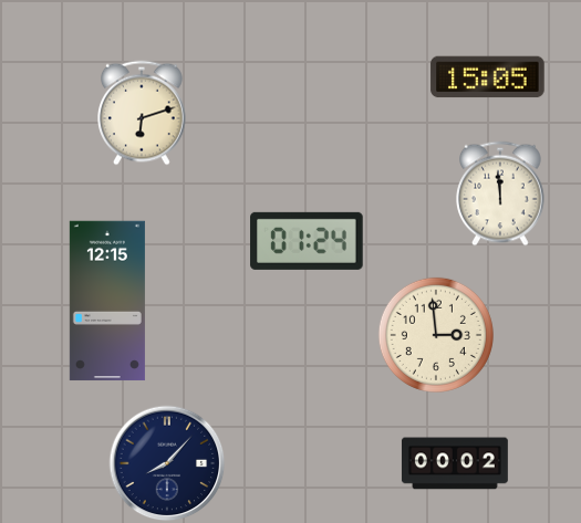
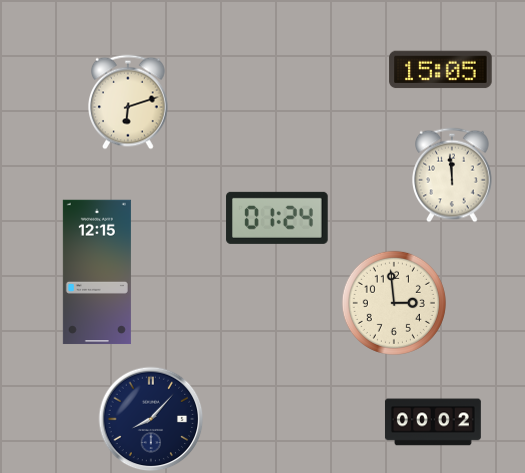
clock at (455, 463) position: (455, 463) -> (433, 422)
